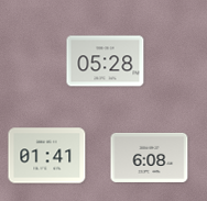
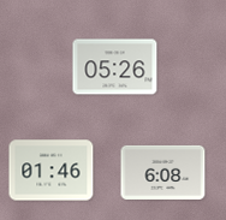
clock at (106, 62): 05:28 -> 05:26
clock at (47, 156): 01:41 -> 01:46
